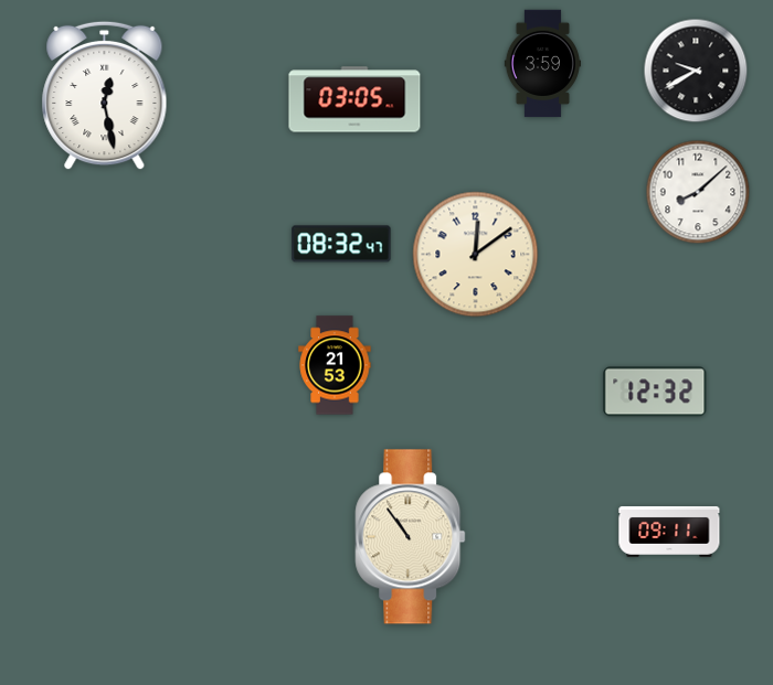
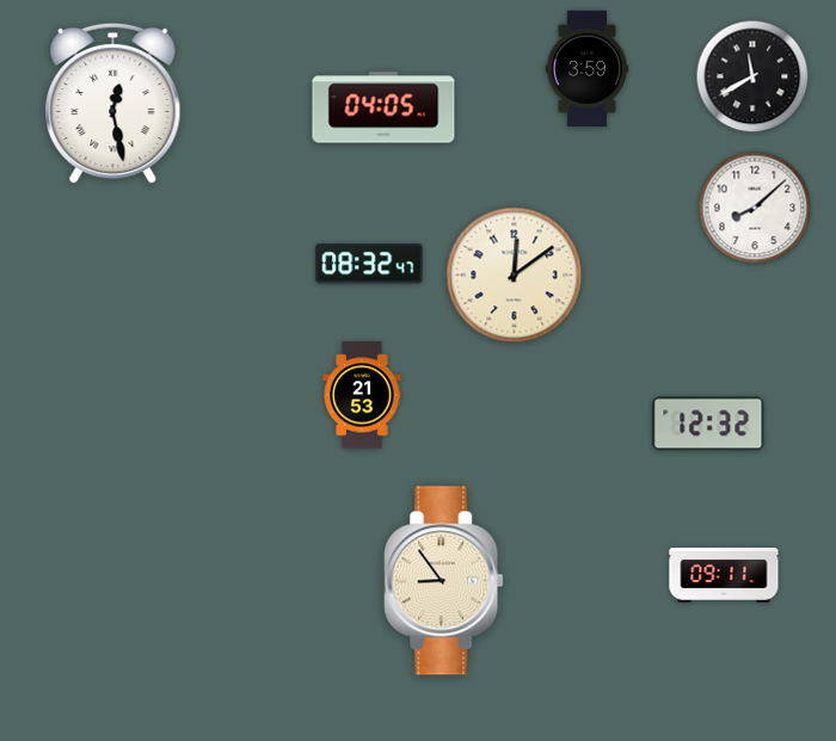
clock at (696, 71): 9:40 -> 11:40
clock at (354, 99): 03:05 -> 04:05
clock at (411, 537): 10:54 -> 8:54
